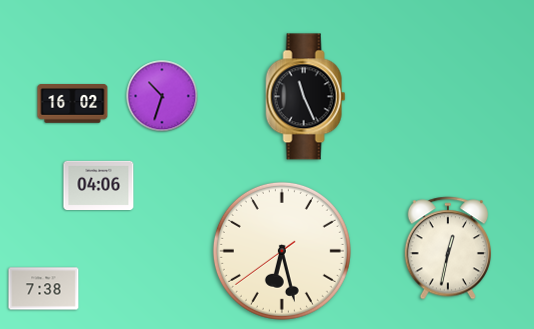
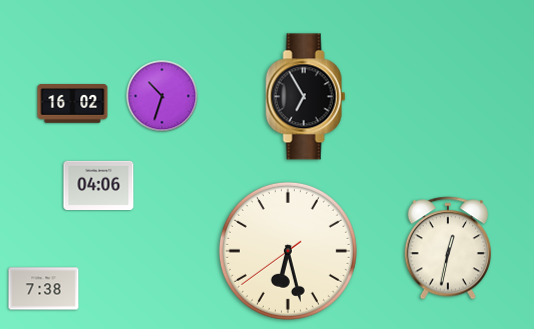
clock at (306, 97): 11:26 -> 6:55
clock at (282, 251) position: (282, 251) -> (288, 251)
